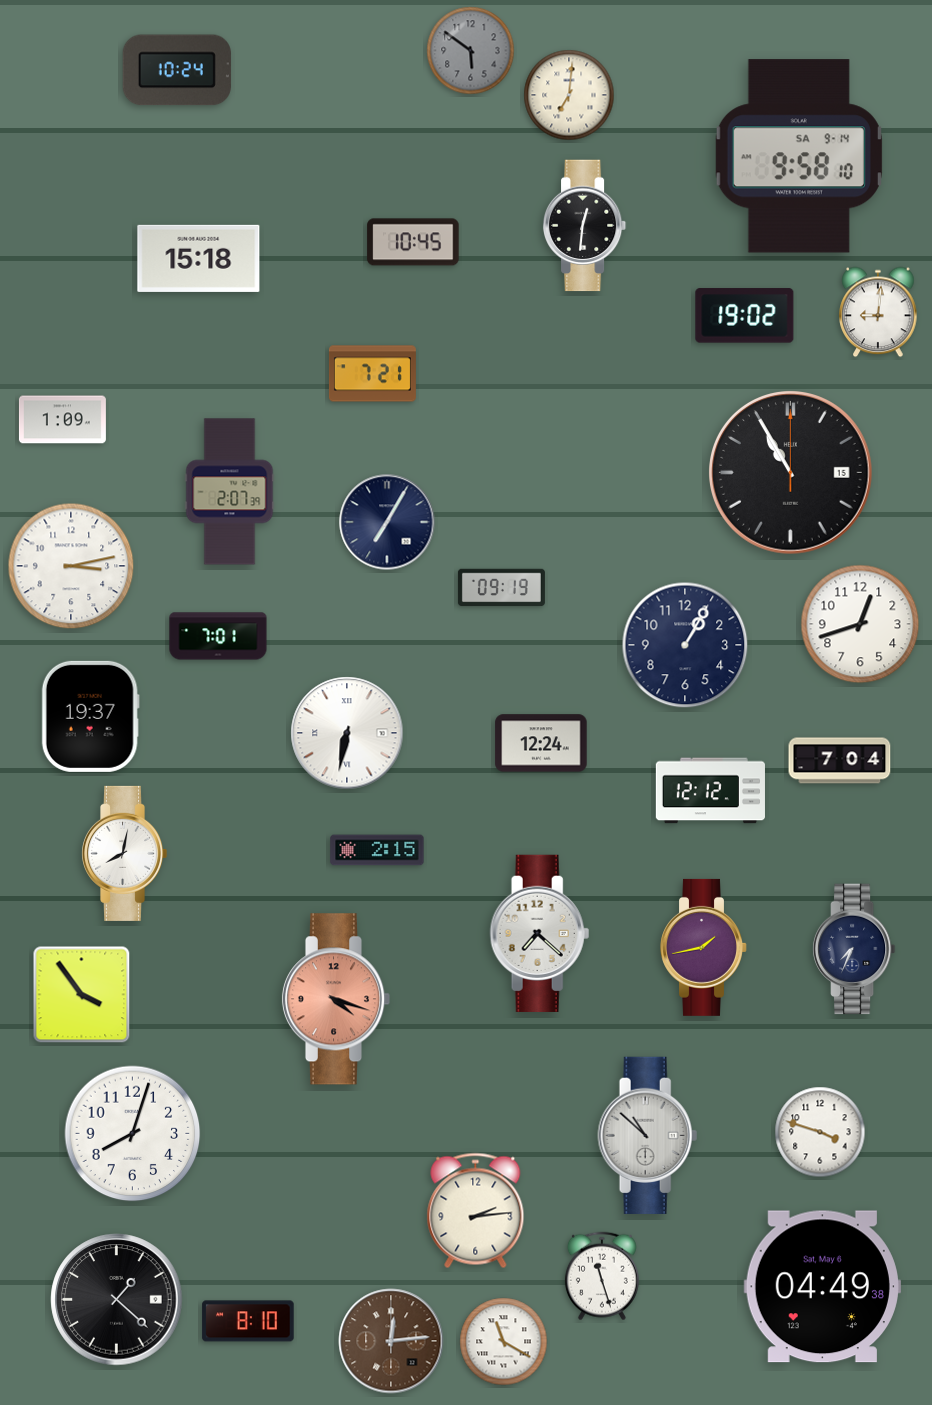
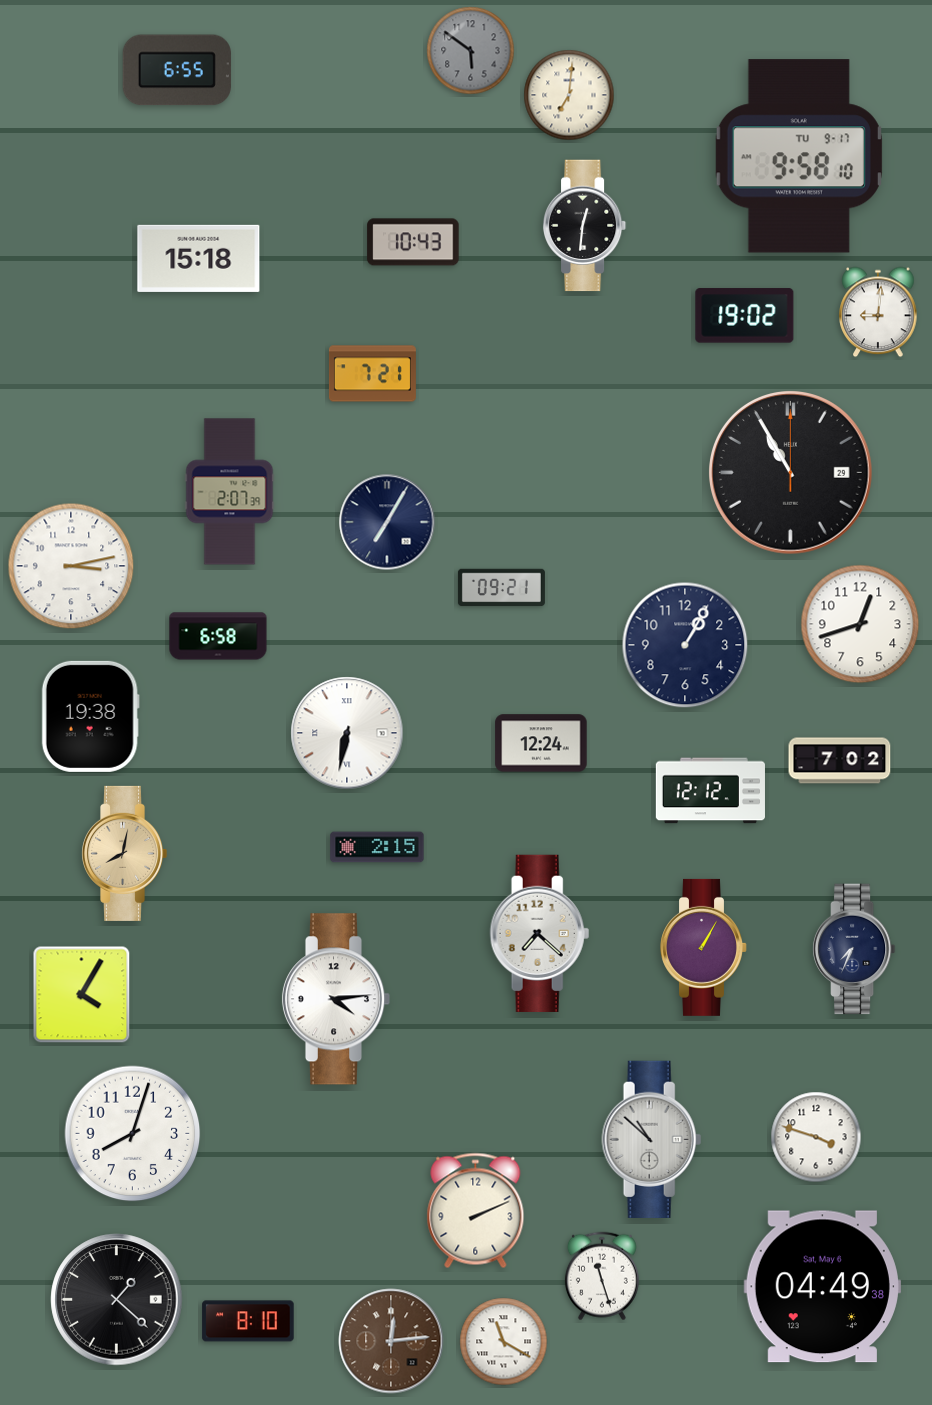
clock at (177, 70): 10:24 -> 6:55
clock at (799, 156) date: SA 9-14 -> TU 9-17
clock at (413, 242): 10:45 -> 10:43
clock at (62, 420): 1:09 -> none
clock at (791, 473) date: 15 -> 29
clock at (501, 588): 09:19 -> 09:21
clock at (218, 636): 7:01 -> 6:58
clock at (90, 716): 19:37 -> 19:38
clock at (840, 761): 7:04 -> 7:02
clock at (377, 850) position: (377, 850) -> (377, 847)
clock at (125, 853) dial: white -> champagne
clock at (704, 947): 1:43 -> 1:05
clock at (82, 995): 3:54 -> 4:05
clock at (336, 999): 4:18 -> 4:14
clock at (336, 999) dial: salmon -> white
clock at (820, 1132) position: (820, 1132) -> (816, 1137)
clock at (648, 1135) position: (648, 1135) -> (652, 1139)
clock at (476, 1211): 2:14 -> 2:11
